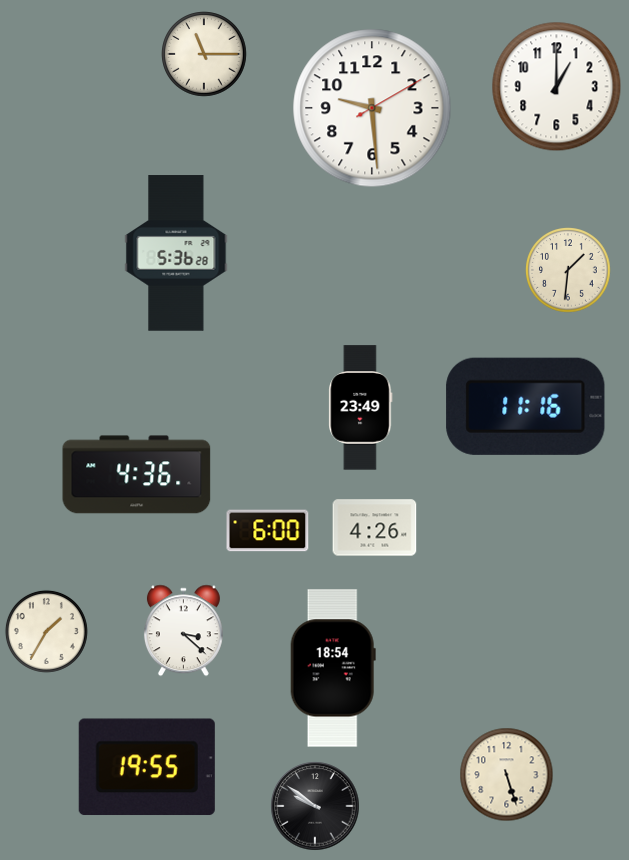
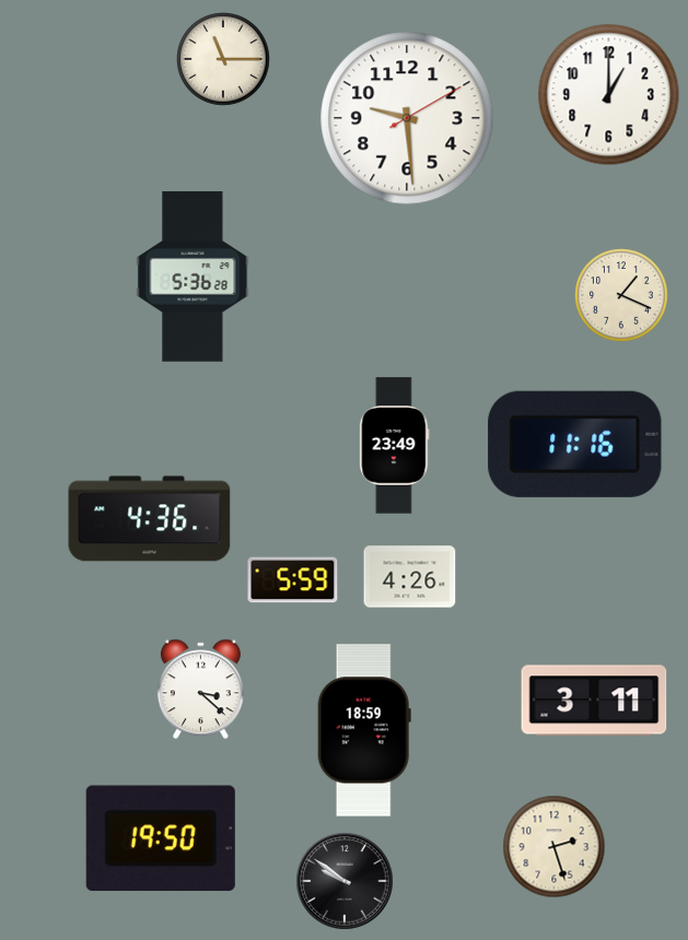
clock at (568, 270): 1:31 -> 1:19
clock at (268, 531): 6:00 -> 5:59
clock at (46, 631): 1:35 -> none
clock at (594, 701): none -> 3:11
clock at (333, 668): 18:54 -> 18:59
clock at (147, 767): 19:55 -> 19:50
clock at (507, 775): 5:27 -> 2:27
